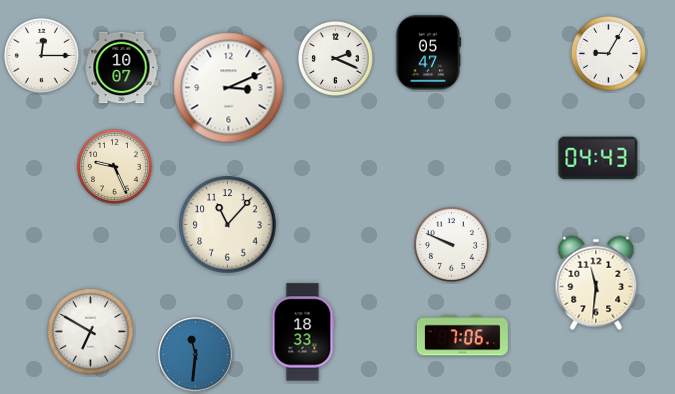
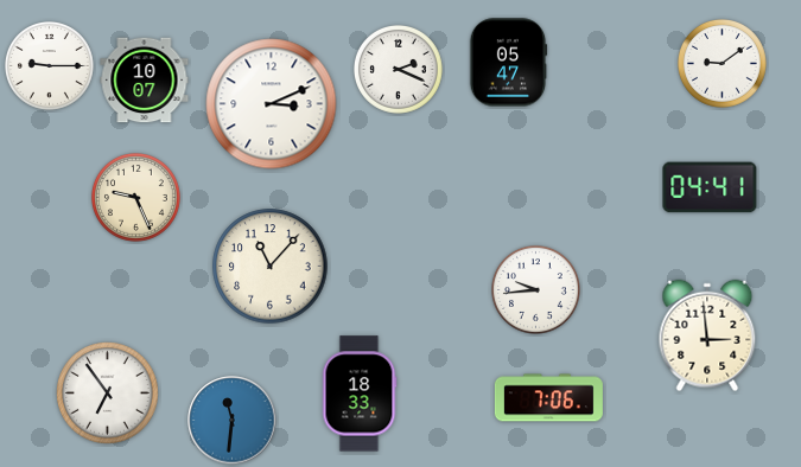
clock at (609, 54): 9:05 -> 9:09
clock at (42, 56): 12:15 -> 9:15
clock at (598, 158): 04:43 -> 04:41
clock at (452, 245): 9:49 -> 9:44
clock at (596, 283): 11:31 -> 2:59
clock at (91, 332): 6:50 -> 6:54
